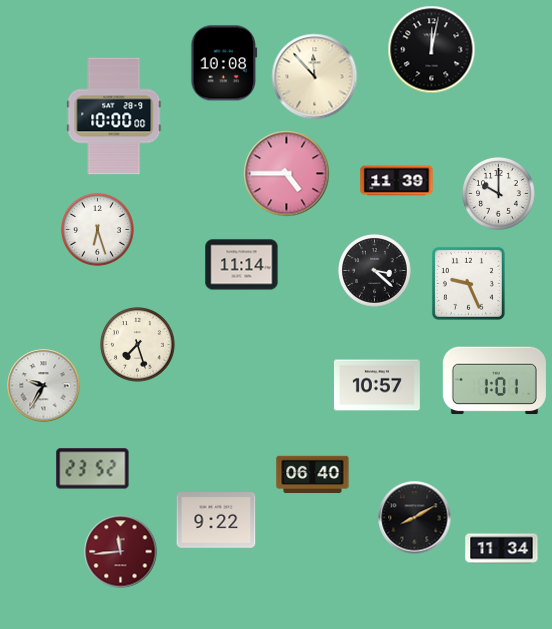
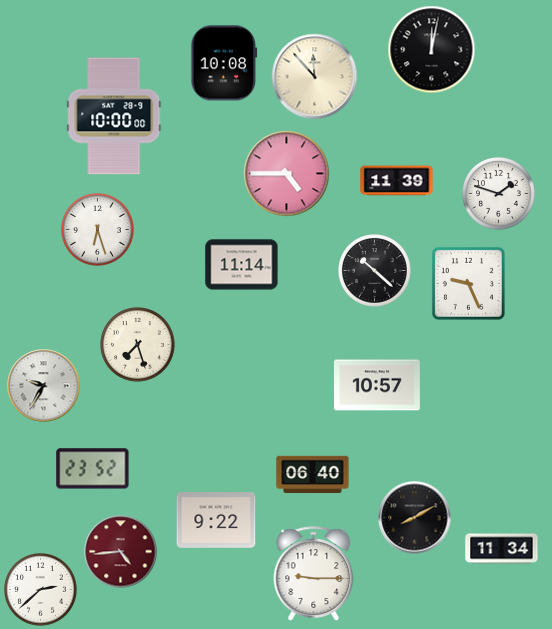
clock at (499, 194): 10:00 -> 1:48
clock at (375, 271): 3:22 -> 10:22
clock at (494, 381): 1:01 -> none
clock at (121, 552): 11:44 -> 4:44
clock at (314, 574): none -> 9:15
clock at (41, 590): none -> 2:38
